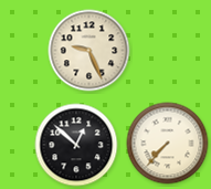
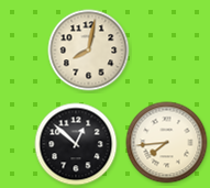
clock at (89, 51): 9:26 -> 8:02
clock at (168, 144): 7:37 -> 7:44
